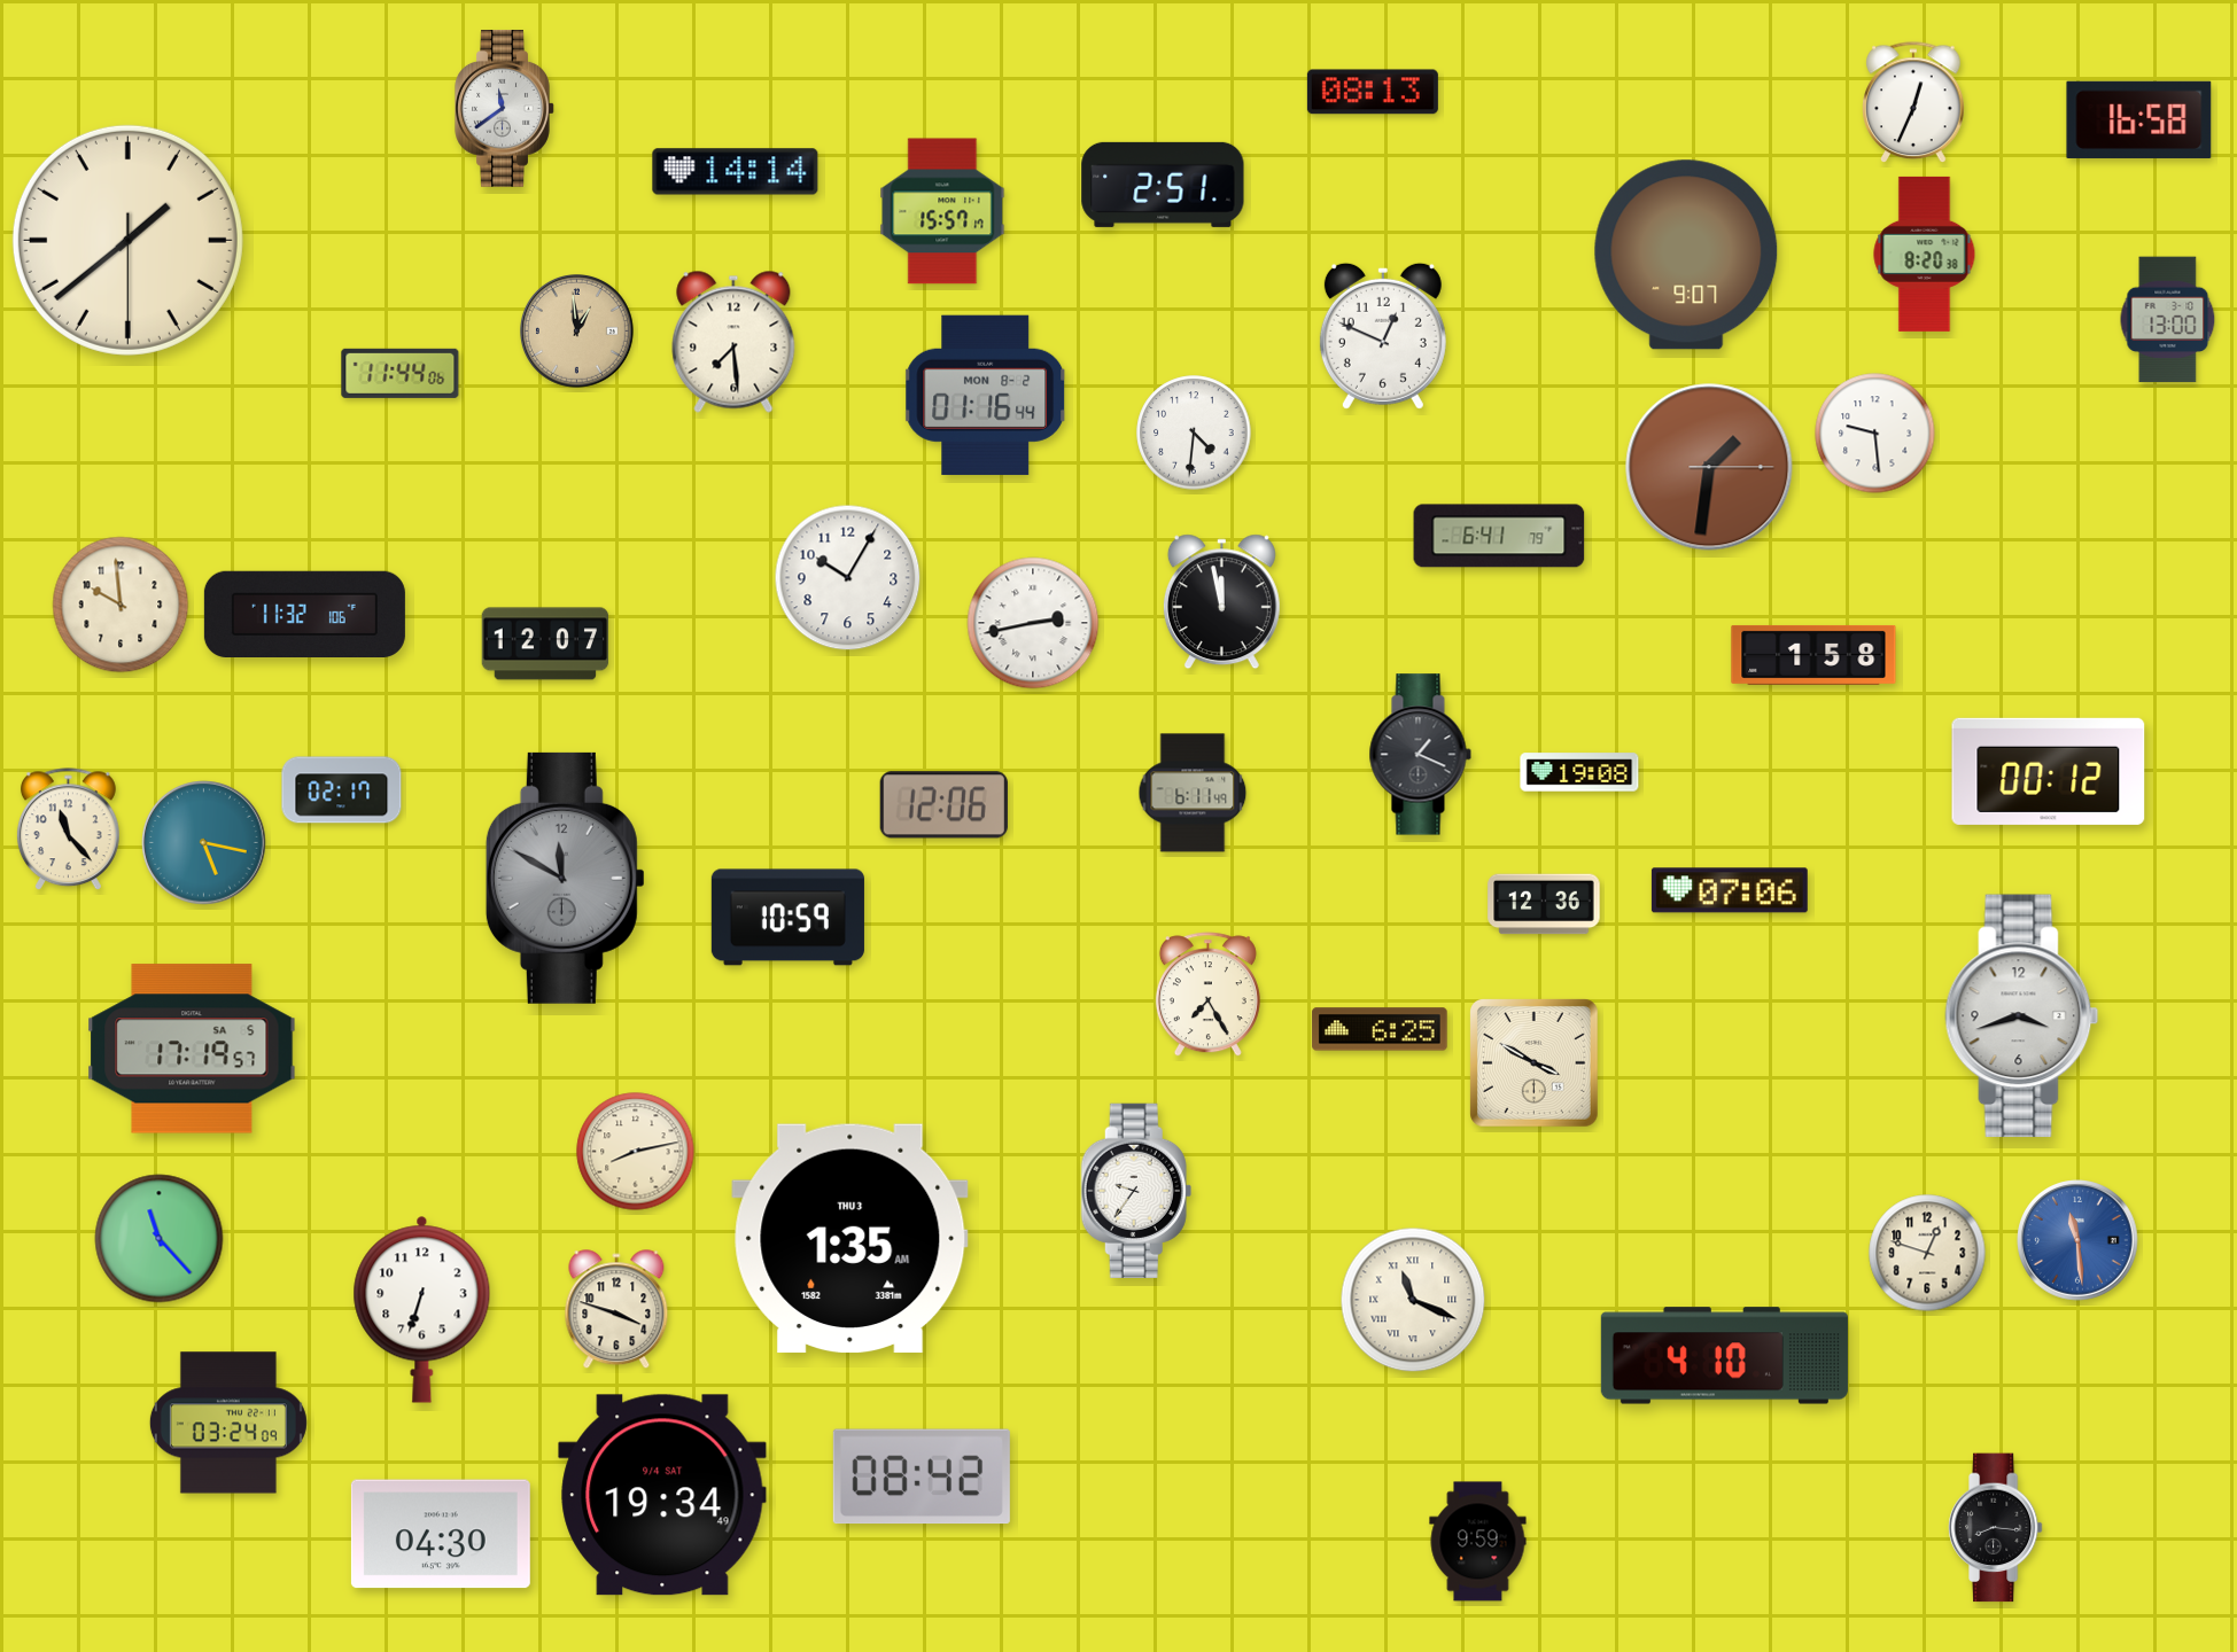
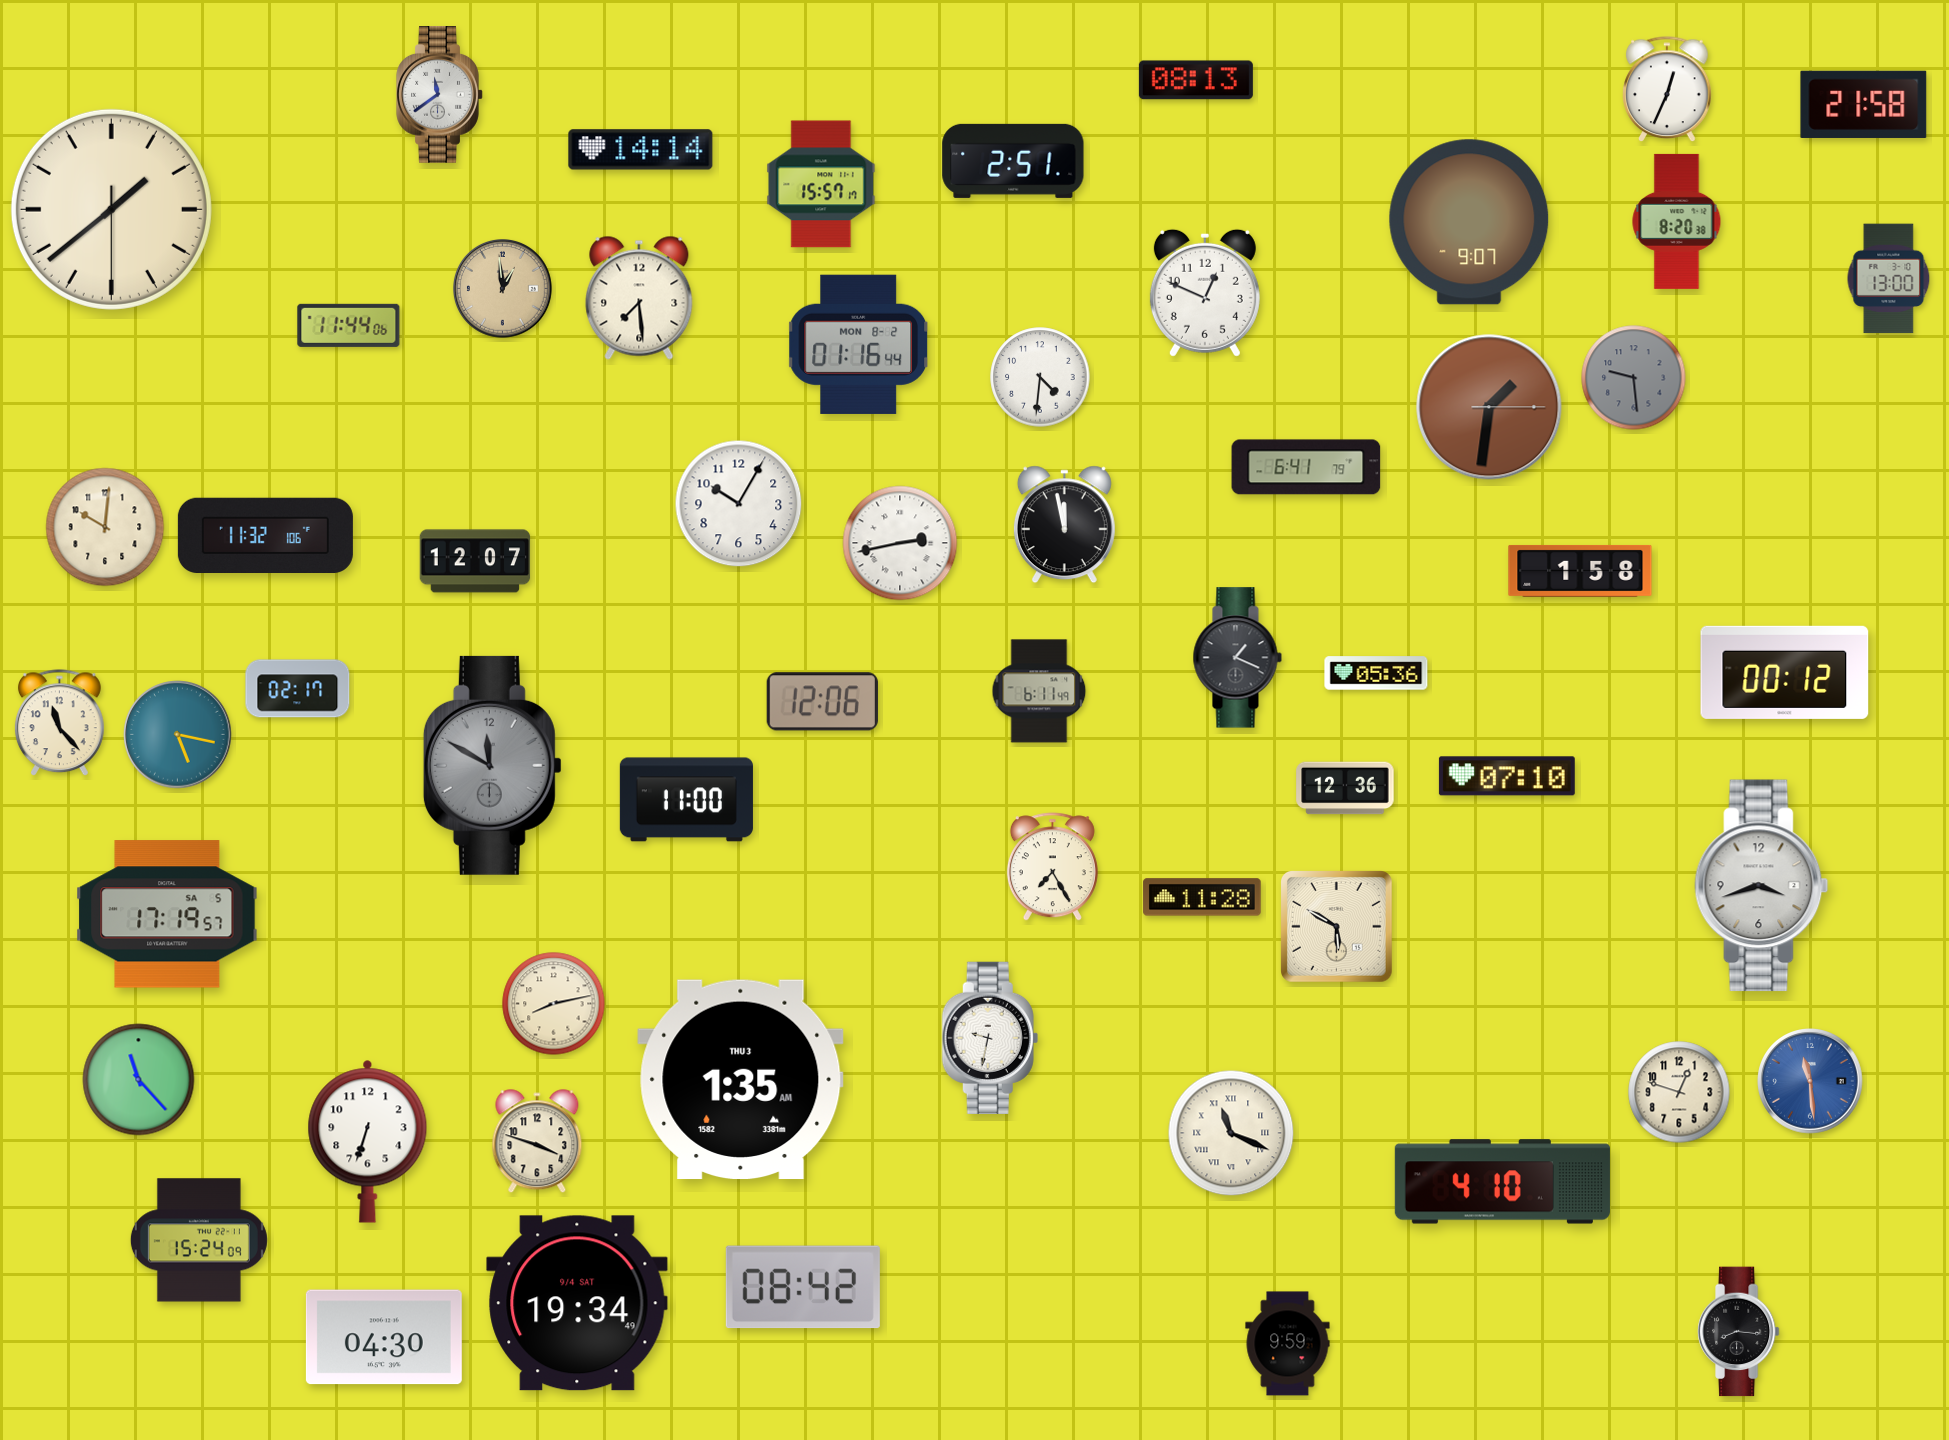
clock at (2139, 119): 16:58 -> 21:58
clock at (1875, 434) dial: white -> grey
clock at (121, 605): 9:59 -> 10:01
clock at (1579, 772): 19:08 -> 05:36
clock at (1730, 890): 07:06 -> 07:10
clock at (787, 918): 10:59 -> 11:00
clock at (1380, 1029): 6:25 -> 11:28
clock at (1533, 1062): 3:50 -> 5:50
clock at (1136, 1191): 9:36 -> 9:32
clock at (228, 1423): 03:24 -> 15:24
